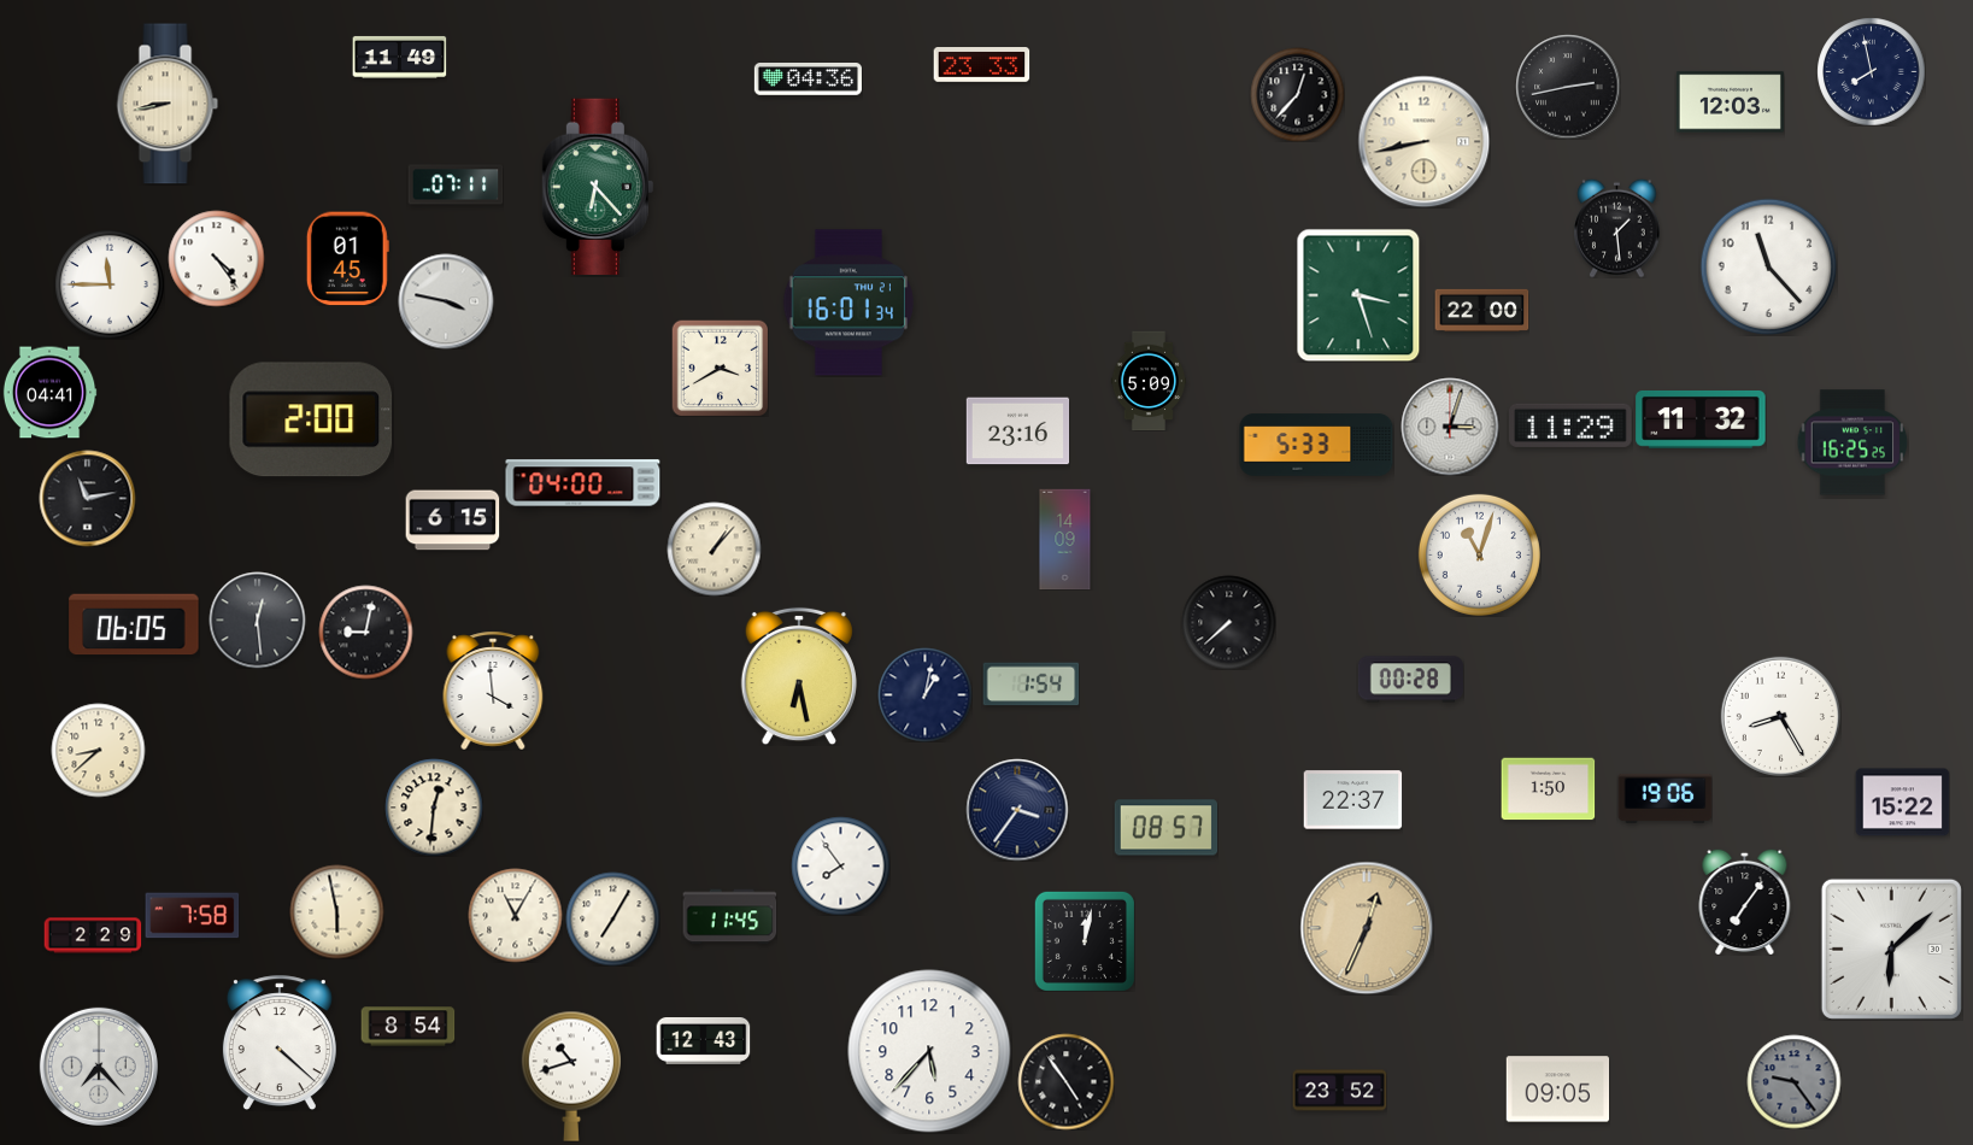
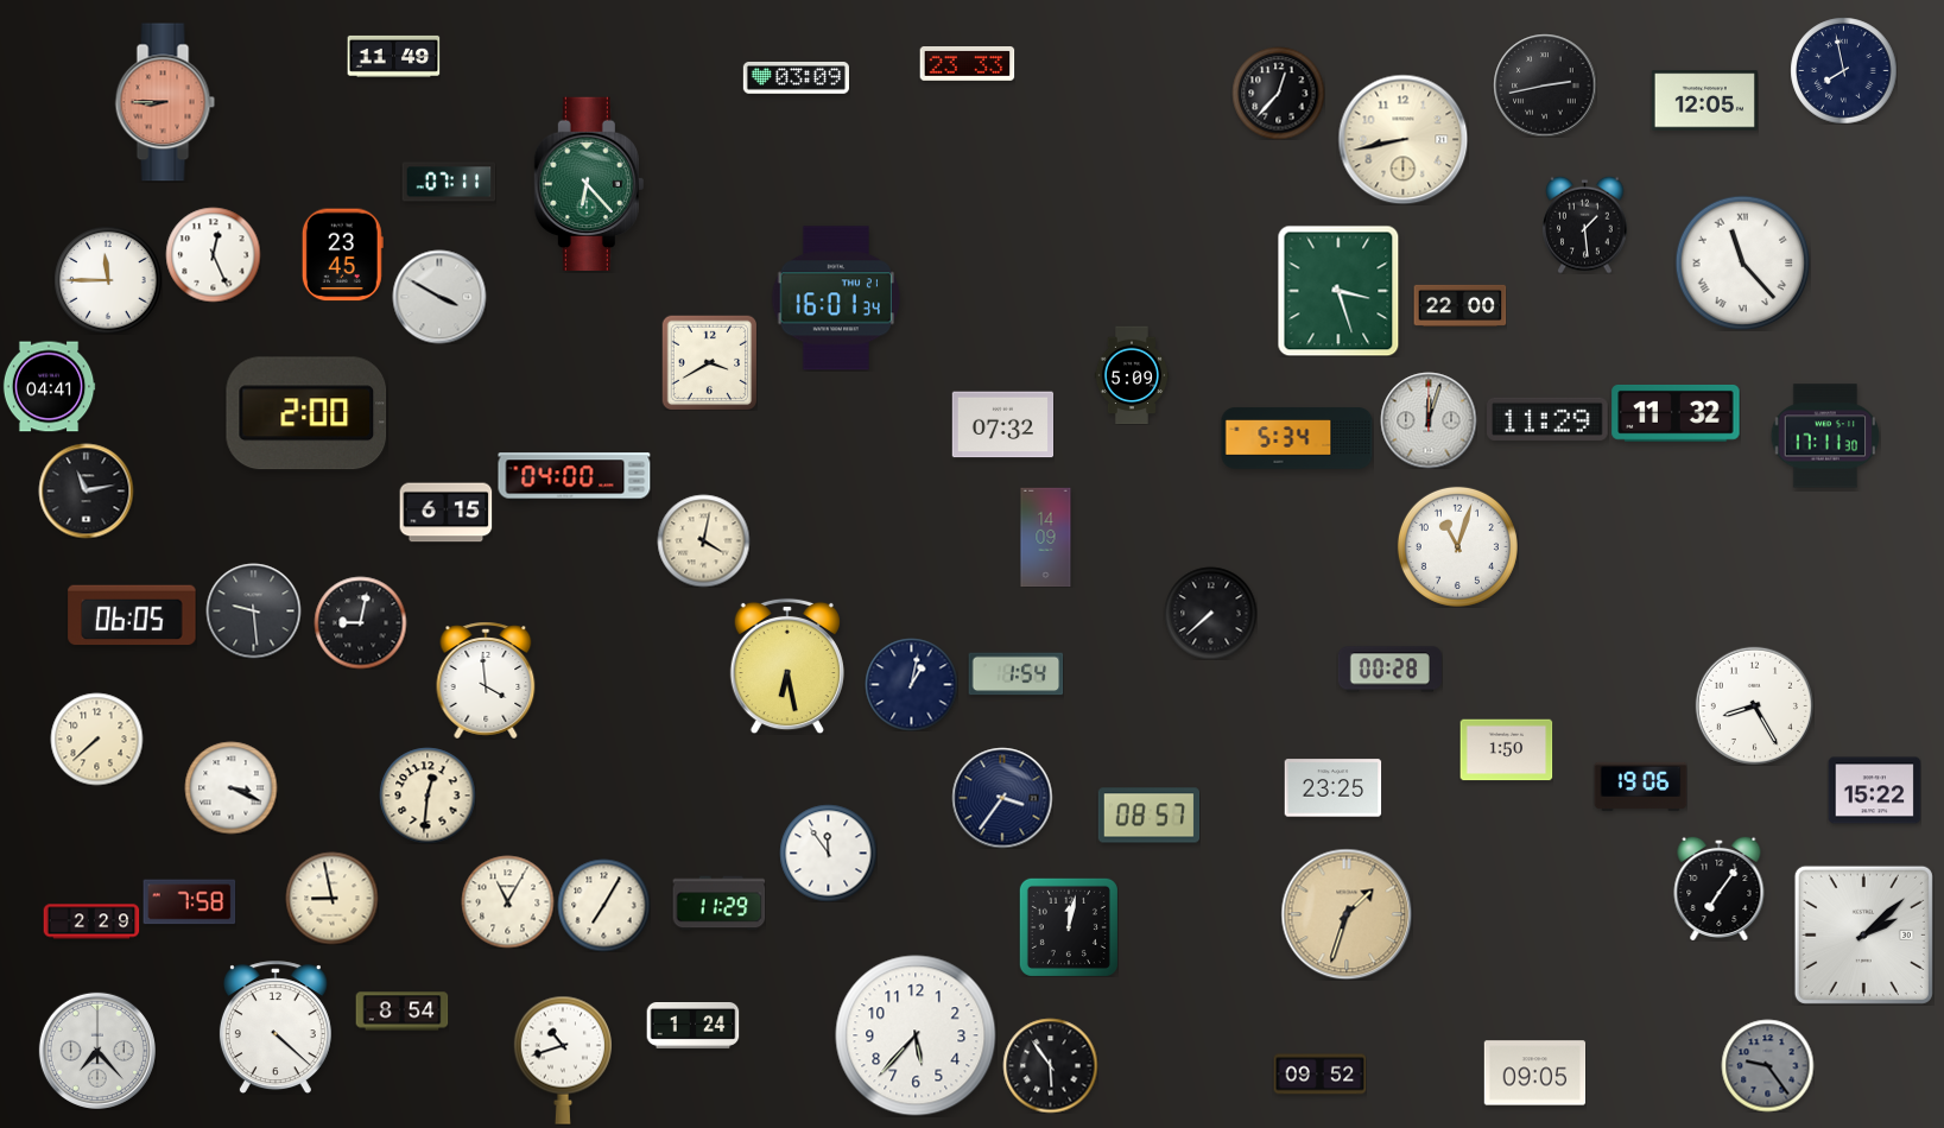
clock at (808, 80): 04:36 -> 03:09
clock at (1730, 102): 12:03 -> 12:05
clock at (168, 104): 8:43 -> 8:45
clock at (168, 104) dial: cream -> salmon
clock at (1617, 228) position: (1617, 228) -> (1585, 224)
clock at (216, 258): 4:24 -> 12:26
clock at (347, 258): 01:45 -> 23:45
clock at (1768, 266) numerals: Arabic -> Roman
clock at (446, 301): 3:47 -> 3:50
clock at (1450, 427): 3:03 -> 12:03
clock at (1017, 431): 23:16 -> 07:32
clock at (1852, 442): 16:25 -> 17:11
clock at (1316, 445): 5:33 -> 5:34
clock at (1065, 539) position: (1065, 539) -> (1046, 537)
clock at (714, 548): 1:07 -> 4:02
clock at (257, 620): 12:29 -> 9:29
clock at (98, 750): 8:38 -> 7:38
clock at (1548, 789) position: (1548, 789) -> (1506, 750)
clock at (230, 787): none -> 3:19
clock at (1352, 800): 22:37 -> 23:25
clock at (840, 865): 7:54 -> 11:54
clock at (336, 911): 5:58 -> 8:58
clock at (729, 917): 11:45 -> 11:29
clock at (1367, 928): 12:34 -> 1:33
clock at (1891, 949): 6:08 -> 2:08
clock at (703, 1041): 12:43 -> 1:24
clock at (1065, 1081): 4:54 -> 5:54
clock at (1339, 1091): 23:52 -> 09:52
